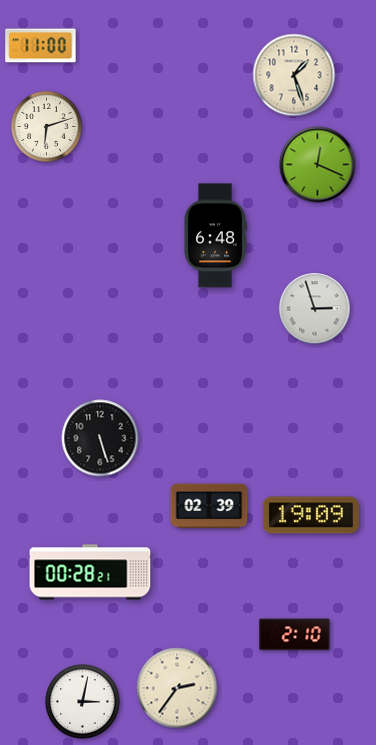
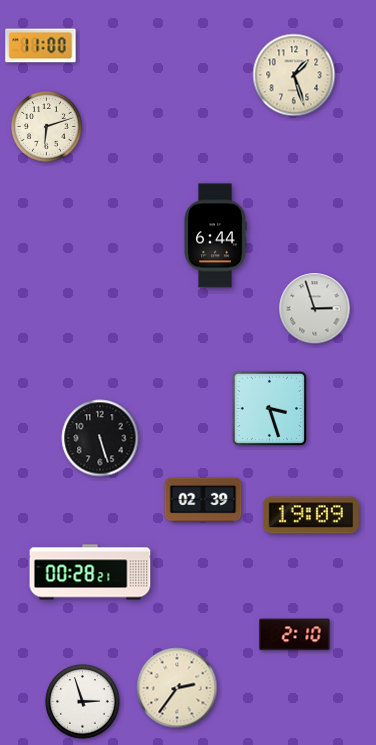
clock at (318, 165): 12:19 -> none
clock at (215, 236): 6:48 -> 6:44
clock at (269, 408): none -> 3:27
clock at (209, 506) position: (209, 506) -> (203, 500)
clock at (83, 702): 3:02 -> 2:57
